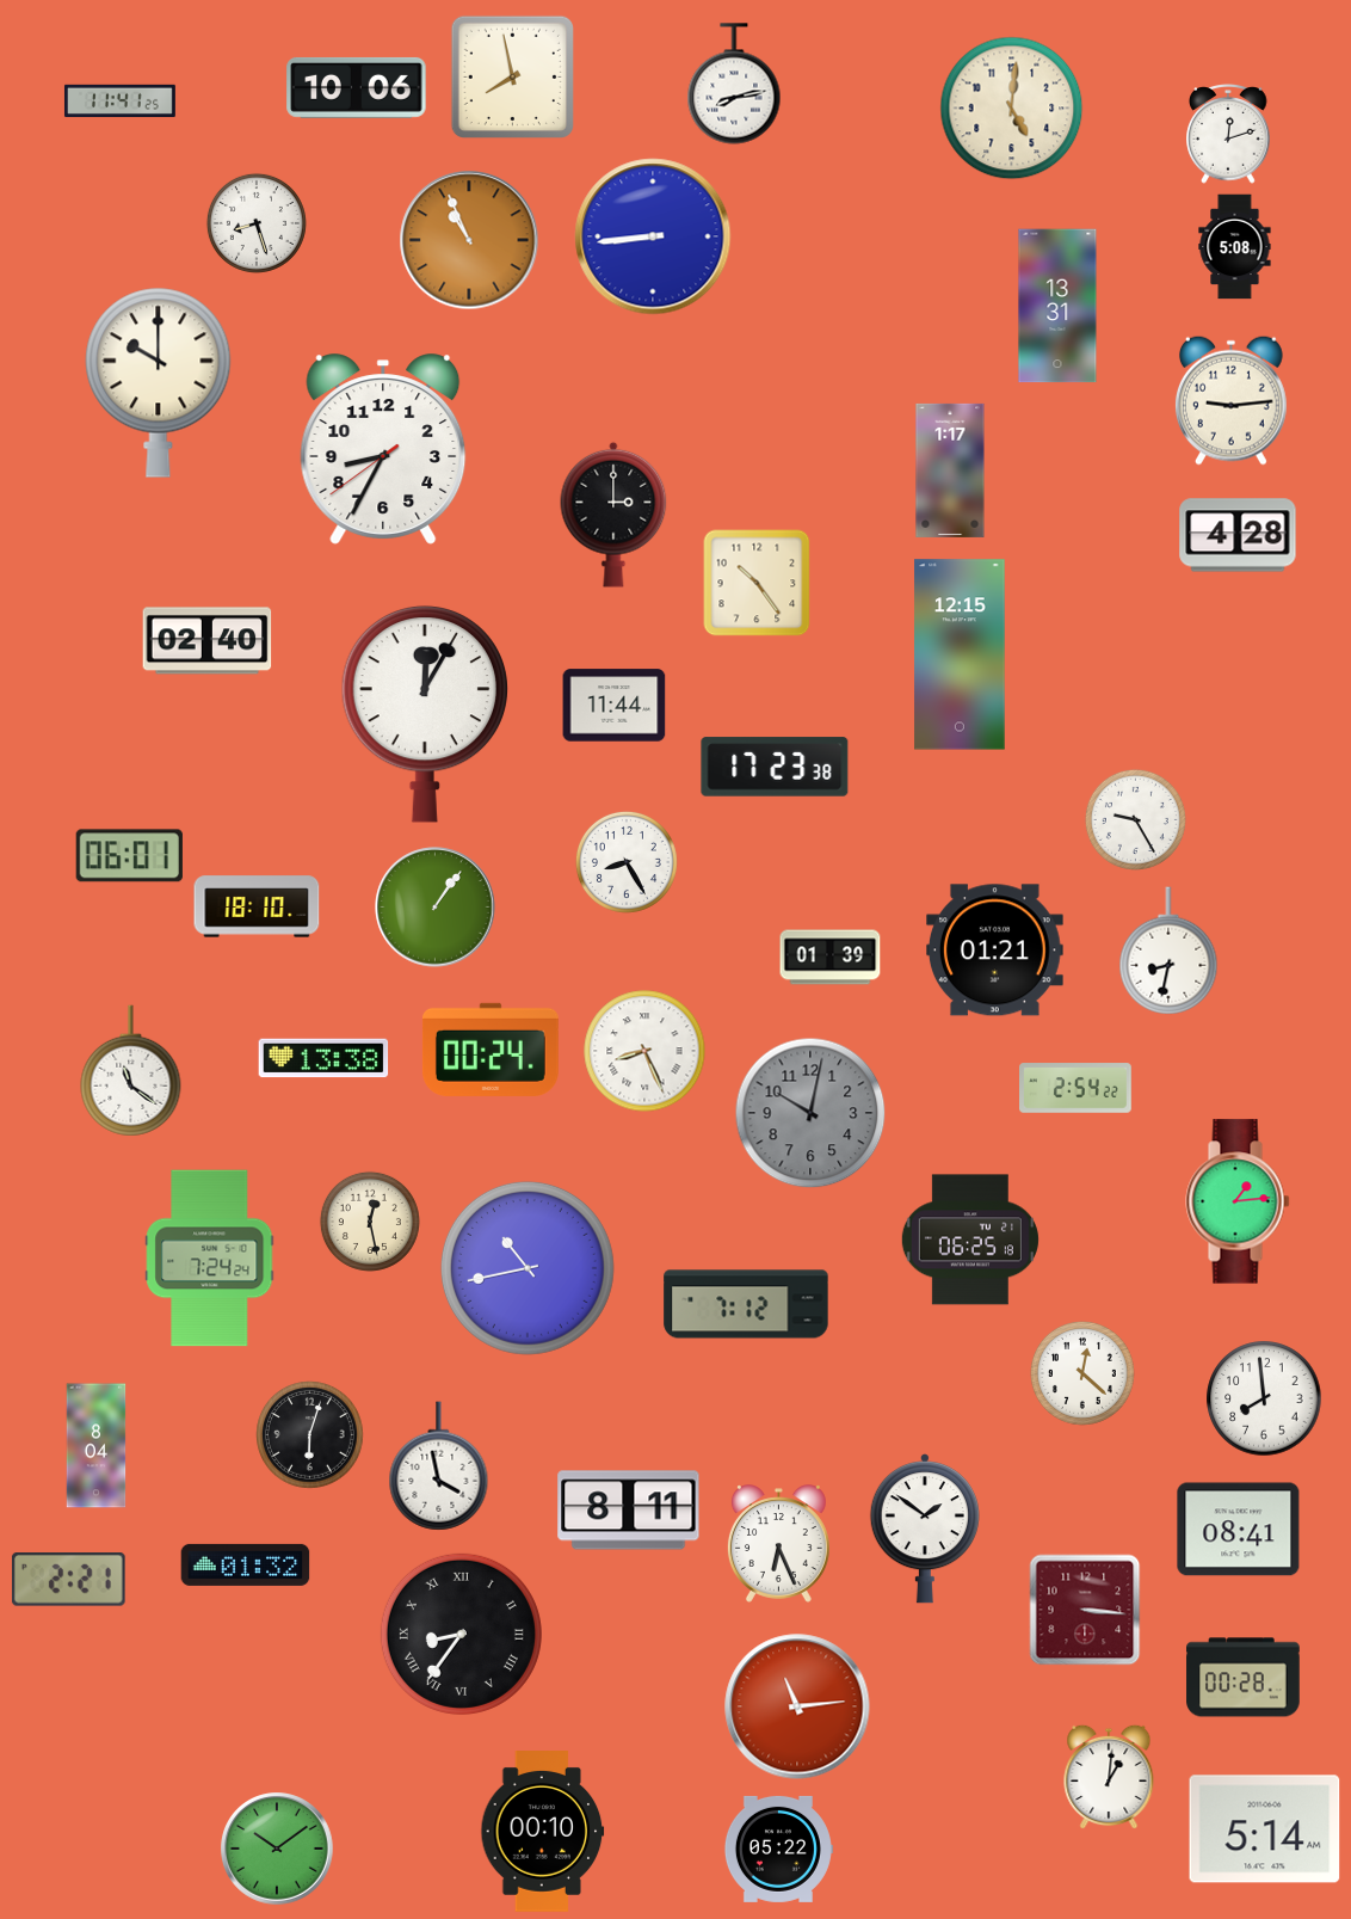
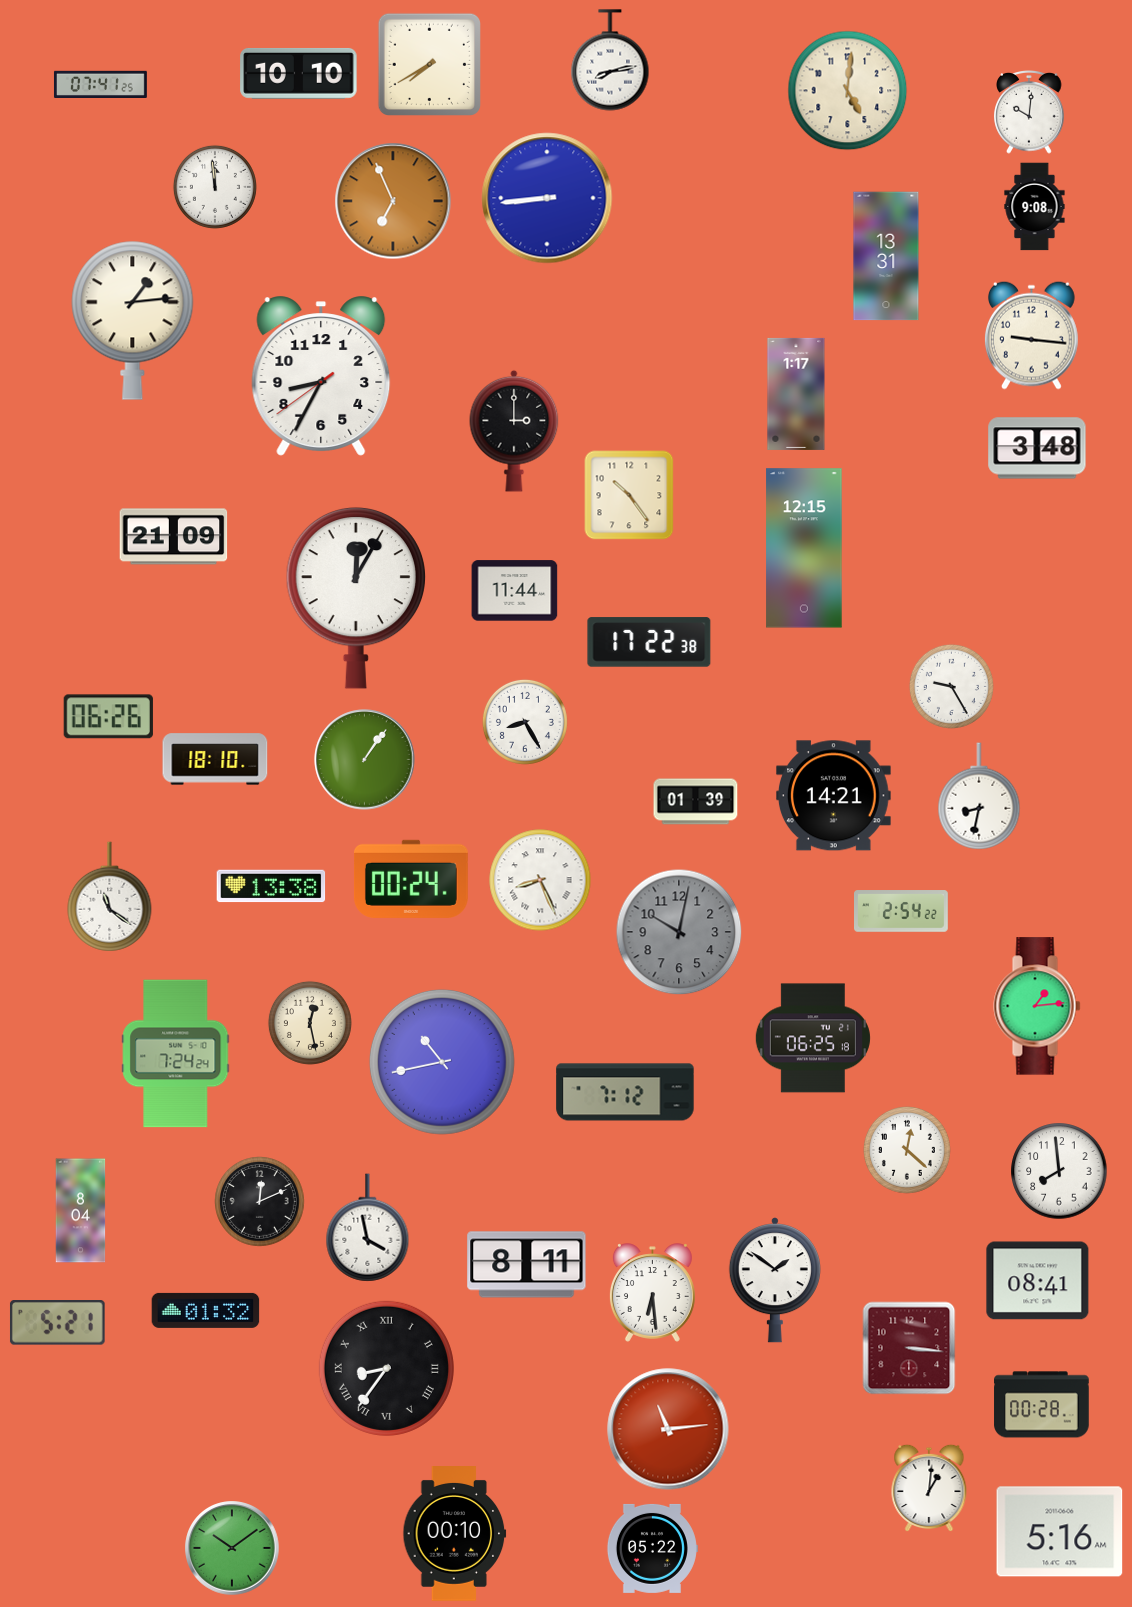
clock at (512, 76): 7:58 -> 7:40
clock at (734, 84) position: (734, 84) -> (610, 60)
clock at (357, 87): 10:06 -> 10:10
clock at (119, 100): 11:41 -> 07:41
clock at (1228, 135): 12:12 -> 10:01
clock at (257, 223): 8:27 -> 11:59
clock at (469, 240): 10:56 -> 6:56
clock at (1235, 247): 5:08 -> 9:08
clock at (159, 382): 10:00 -> 1:14
clock at (1230, 400): 9:14 -> 9:16
clock at (1238, 535): 4:28 -> 3:48
clock at (757, 583) position: (757, 583) -> (629, 495)
clock at (208, 641): 02:40 -> 21:09
clock at (775, 767): 17:23 -> 17:22
clock at (129, 856): 06:01 -> 06:26
clock at (995, 951): 01:21 -> 14:21
clock at (310, 1435): 6:03 -> 12:11
clock at (778, 1544): 6:26 -> 6:29
clock at (68, 1580): 2:21 -> 5:21
clock at (1265, 1829): 5:14 -> 5:16
